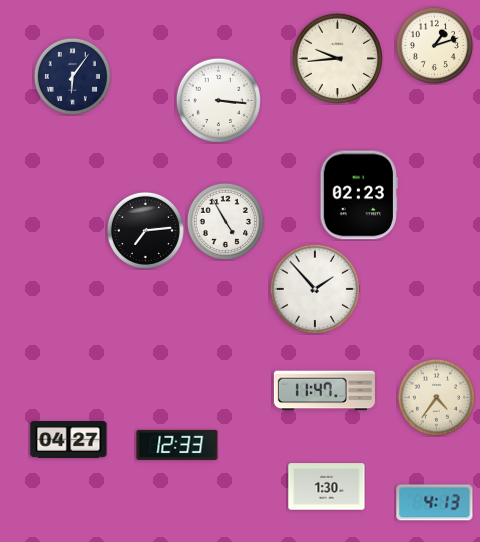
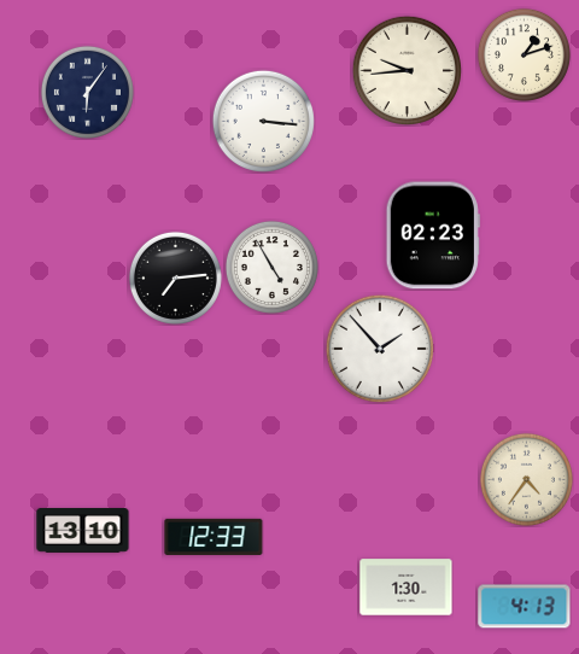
clock at (324, 391): 11:47 -> none
clock at (69, 440): 04:27 -> 13:10
clock at (327, 487) position: (327, 487) -> (407, 588)
